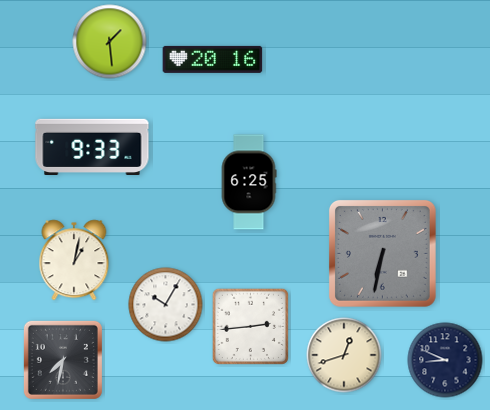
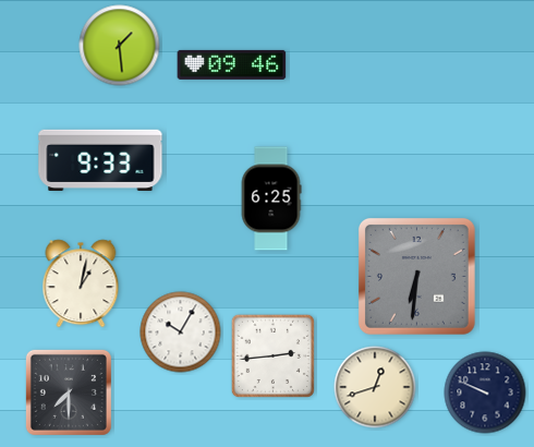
clock at (213, 59): 20:16 -> 09:46
clock at (382, 253): 6:32 -> 6:31
clock at (63, 360): 7:32 -> 7:30
clock at (445, 360): 8:49 -> 9:49
